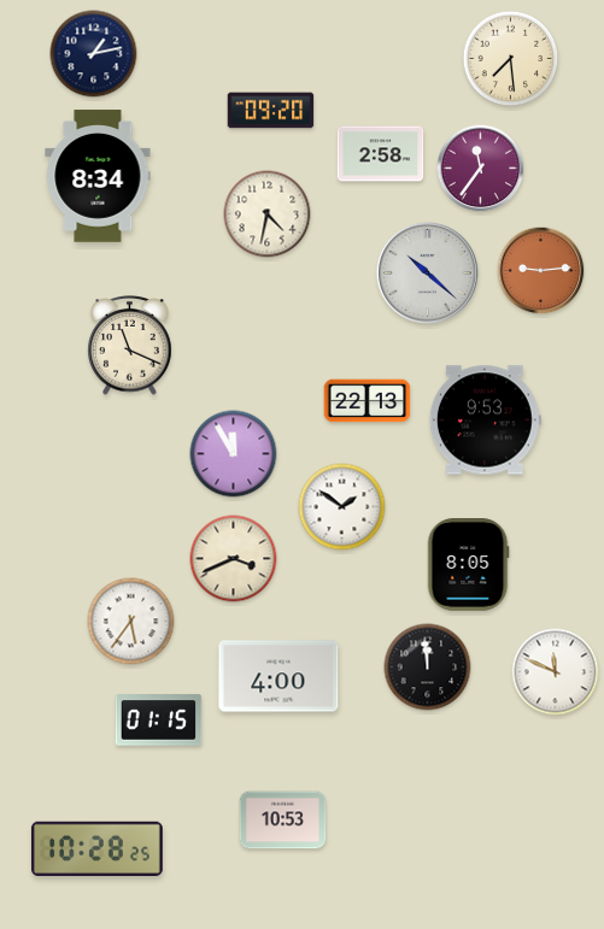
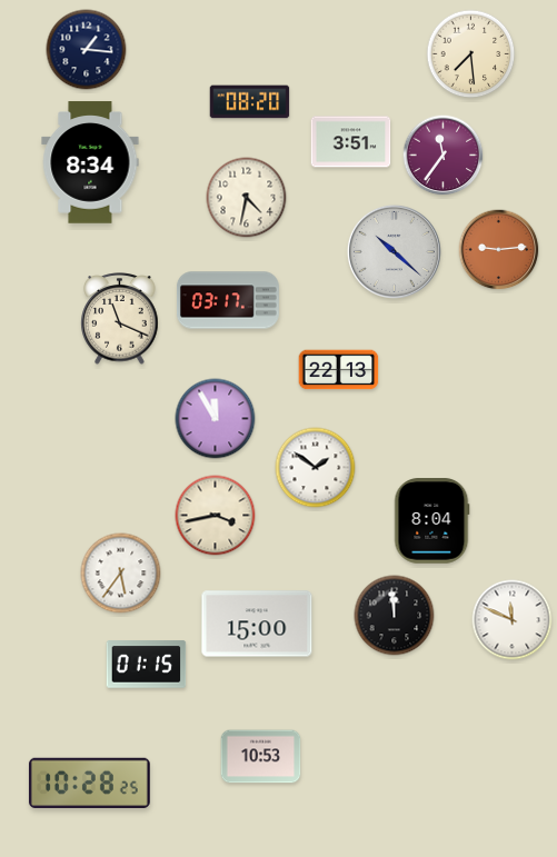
clock at (94, 54): 1:13 -> 1:16
clock at (271, 111): 09:20 -> 08:20
clock at (381, 154): 2:58 -> 3:51
clock at (229, 300): none -> 03:17
clock at (485, 421): 9:53 -> none
clock at (234, 559): 3:41 -> 3:43
clock at (468, 565): 8:05 -> 8:04
clock at (278, 676): 4:00 -> 15:00
